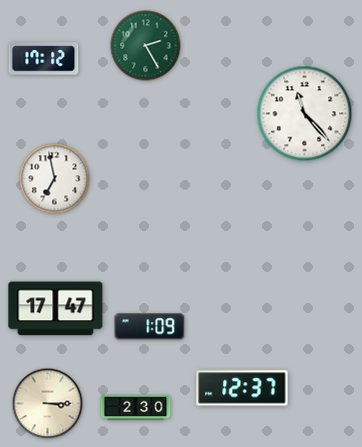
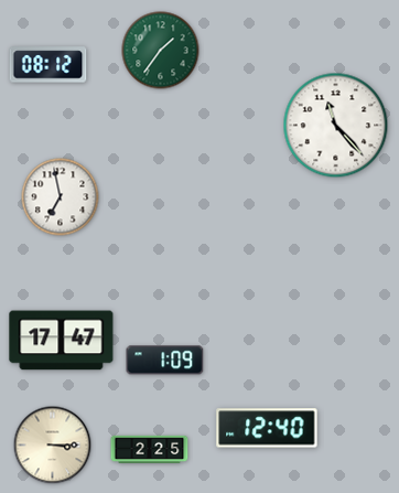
clock at (146, 46): 2:25 -> 1:36
clock at (44, 59): 17:12 -> 08:12
clock at (242, 388): 12:37 -> 12:40
clock at (136, 407): 2:30 -> 2:25
